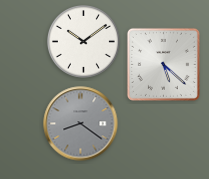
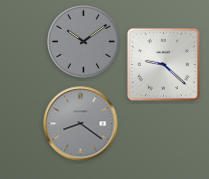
clock at (84, 42) dial: white -> grey
clock at (163, 64): 5:22 -> 9:22
